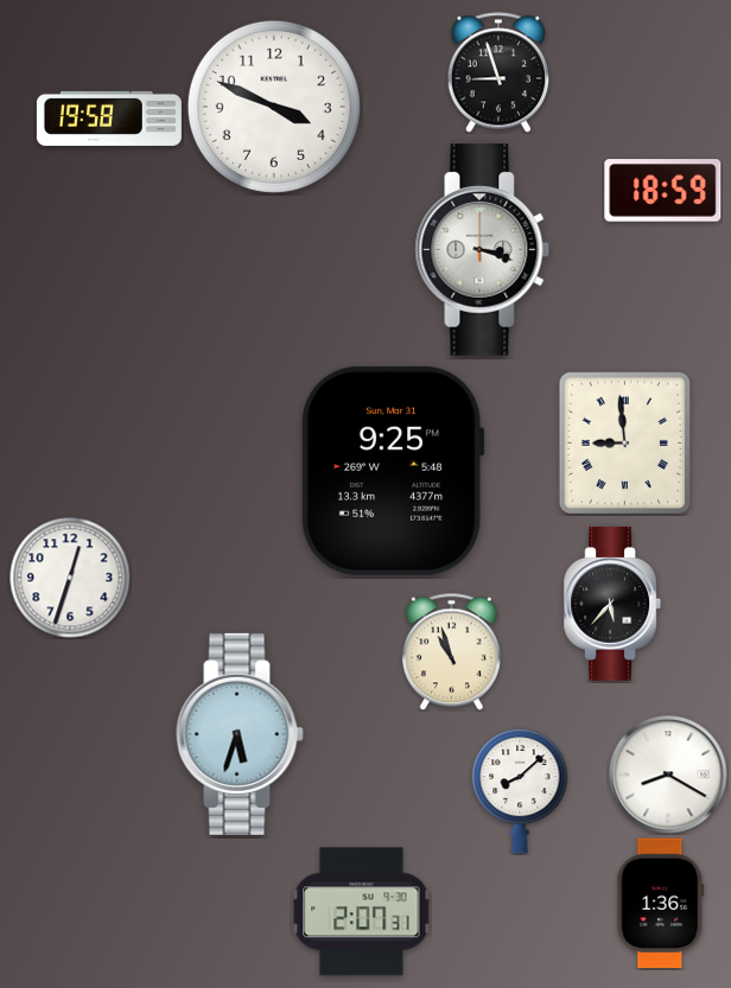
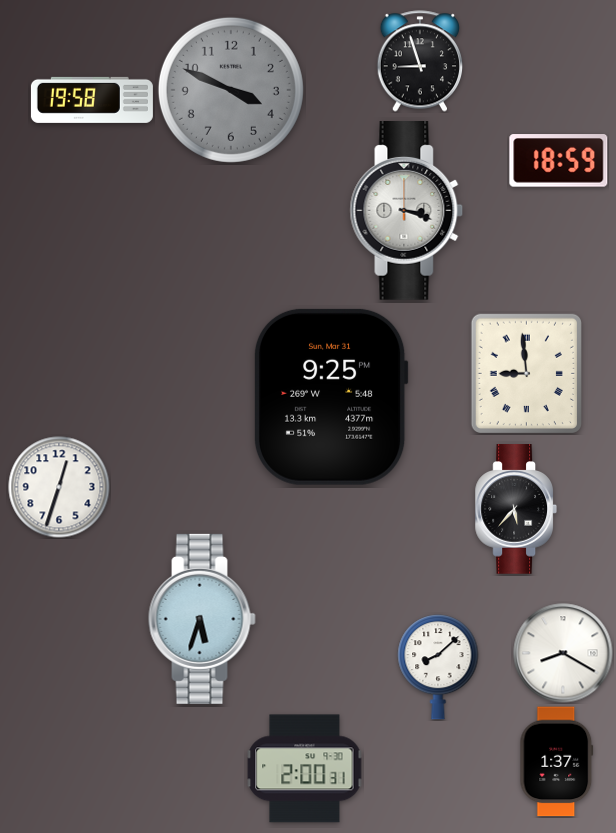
clock at (274, 107) dial: white -> grey
clock at (451, 651): 10:57 -> none
clock at (661, 904): 1:36 -> 1:37
clock at (362, 912): 2:07 -> 2:00
